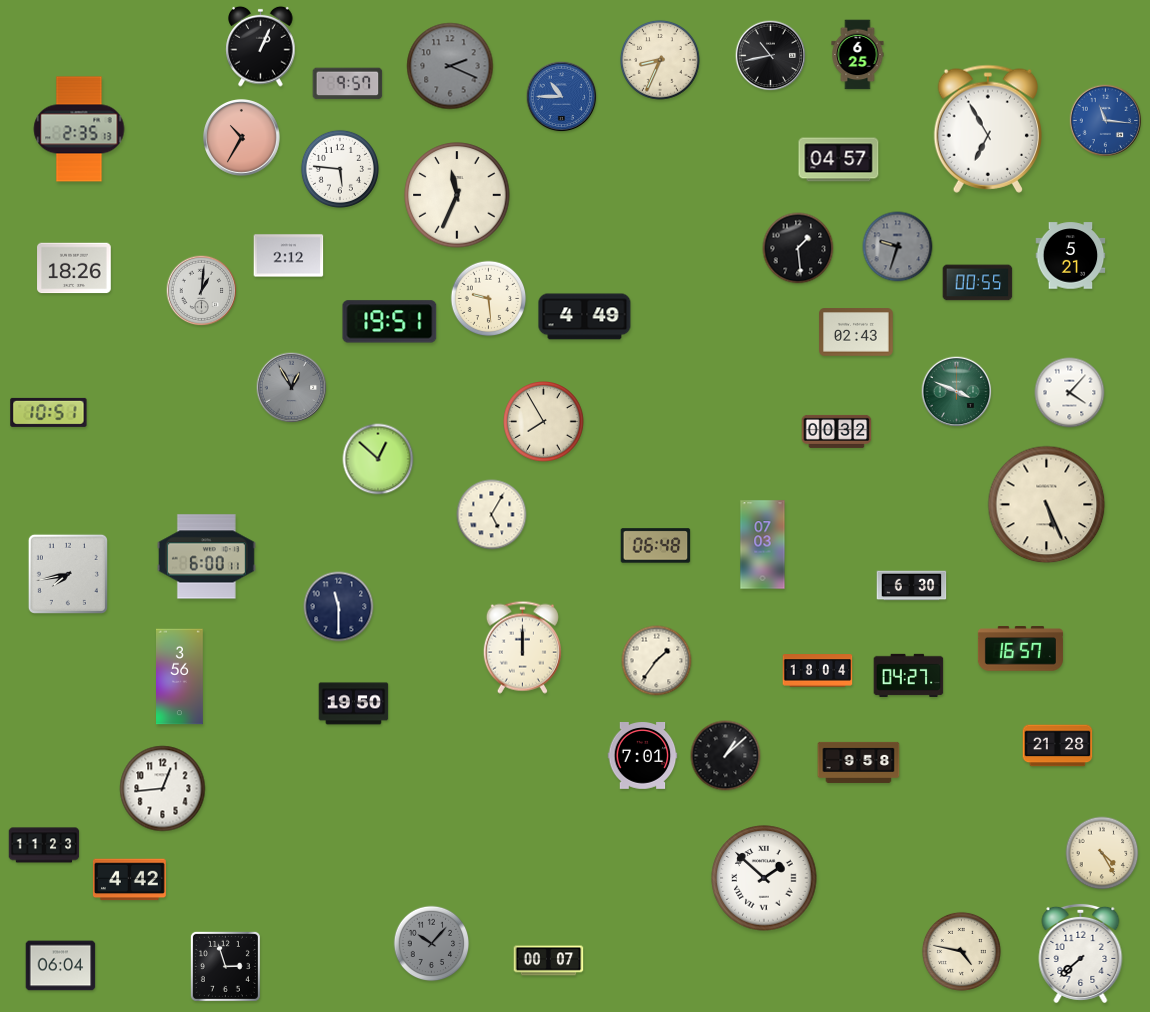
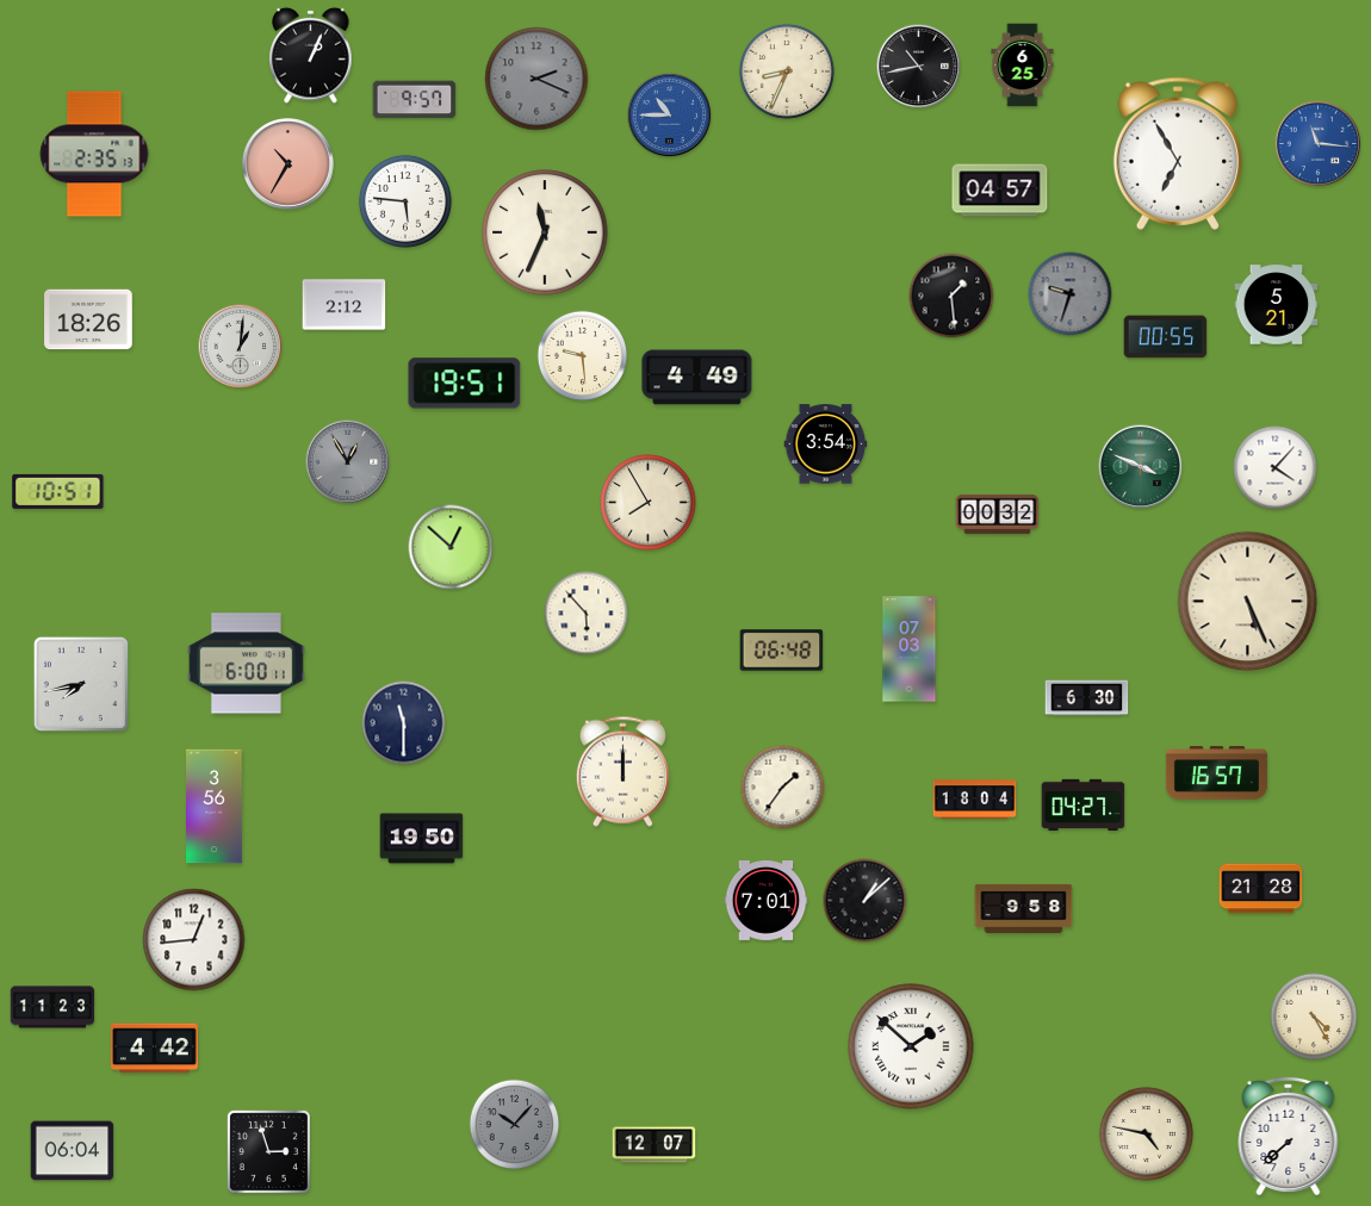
clock at (856, 332): 02:43 -> none
clock at (826, 445): none -> 3:54
clock at (492, 515): 5:05 -> 5:53
clock at (549, 961): 00:07 -> 12:07
